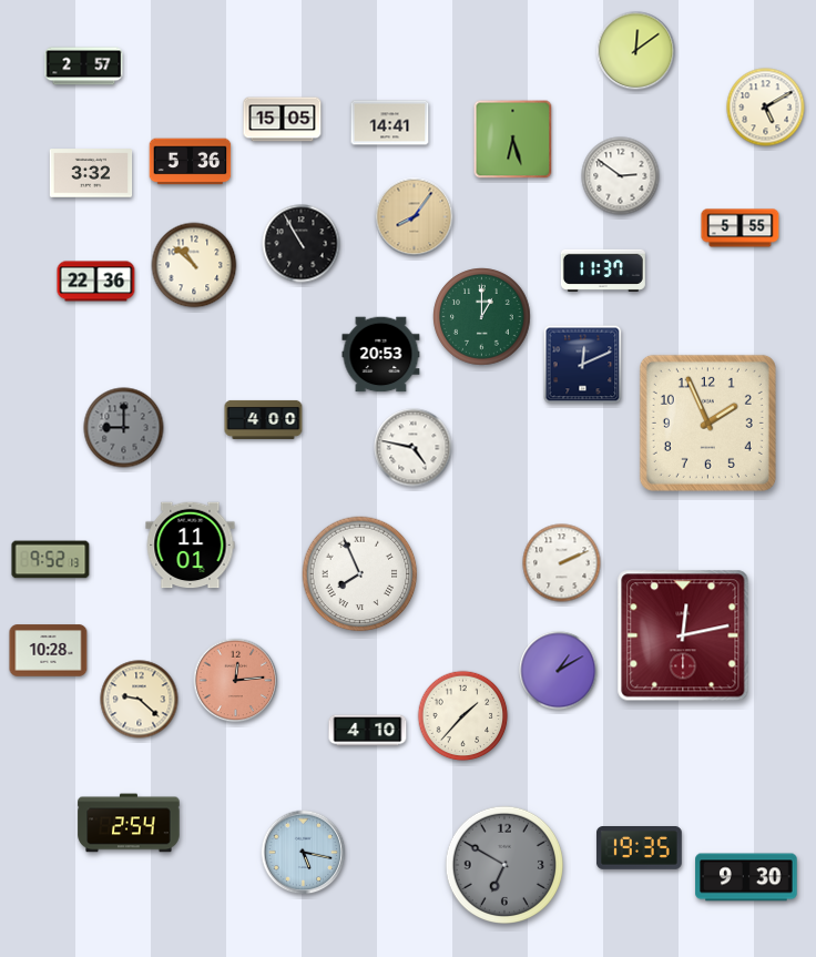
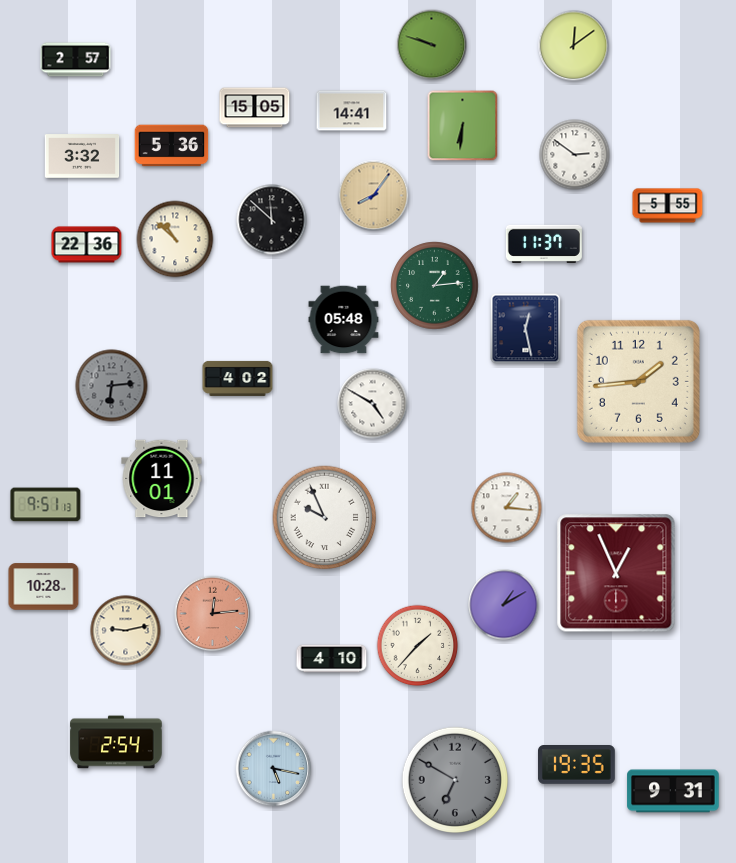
clock at (432, 45): none -> 9:48
clock at (766, 108): 5:10 -> none
clock at (513, 140): 6:27 -> 6:31
clock at (621, 176) position: (621, 176) -> (575, 155)
clock at (302, 244): 10:55 -> 11:52
clock at (96, 282) position: (96, 282) -> (87, 245)
clock at (482, 317): 1:00 -> 1:14
clock at (381, 355): 20:53 -> 05:48
clock at (583, 365): 12:11 -> 12:28
clock at (264, 419): 4:00 -> 4:02
clock at (707, 422): 1:56 -> 1:44
clock at (124, 428): 9:00 -> 6:14
clock at (414, 448): 4:47 -> 4:50
clock at (191, 546) position: (191, 546) -> (162, 479)
clock at (51, 560): 9:52 -> 9:51
clock at (562, 563): 2:11 -> 1:16
clock at (360, 574): 7:56 -> 9:56
clock at (683, 635): 12:13 -> 12:56
clock at (140, 700): 9:22 -> 9:13
clock at (746, 877): 9:30 -> 9:31
